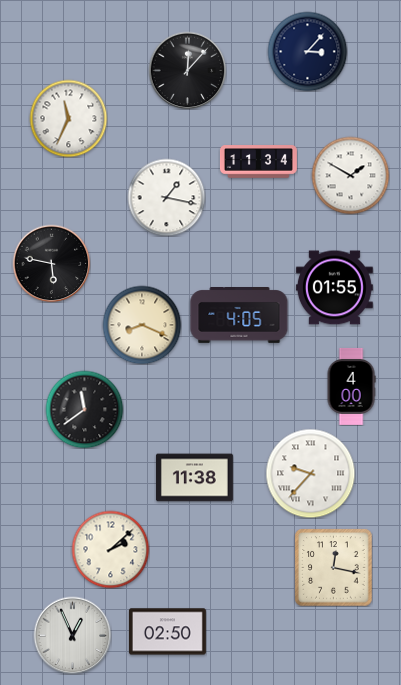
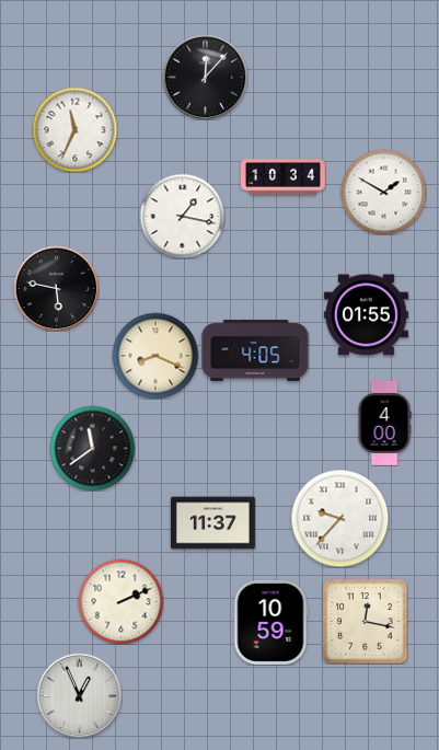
clock at (307, 51): 3:07 -> none
clock at (258, 162): 11:34 -> 10:34
clock at (239, 316) position: (239, 316) -> (255, 351)
clock at (194, 478): 11:38 -> 11:37
clock at (110, 549): 2:08 -> 2:11
clock at (270, 622): none -> 10:59
clock at (167, 632): 02:50 -> none
